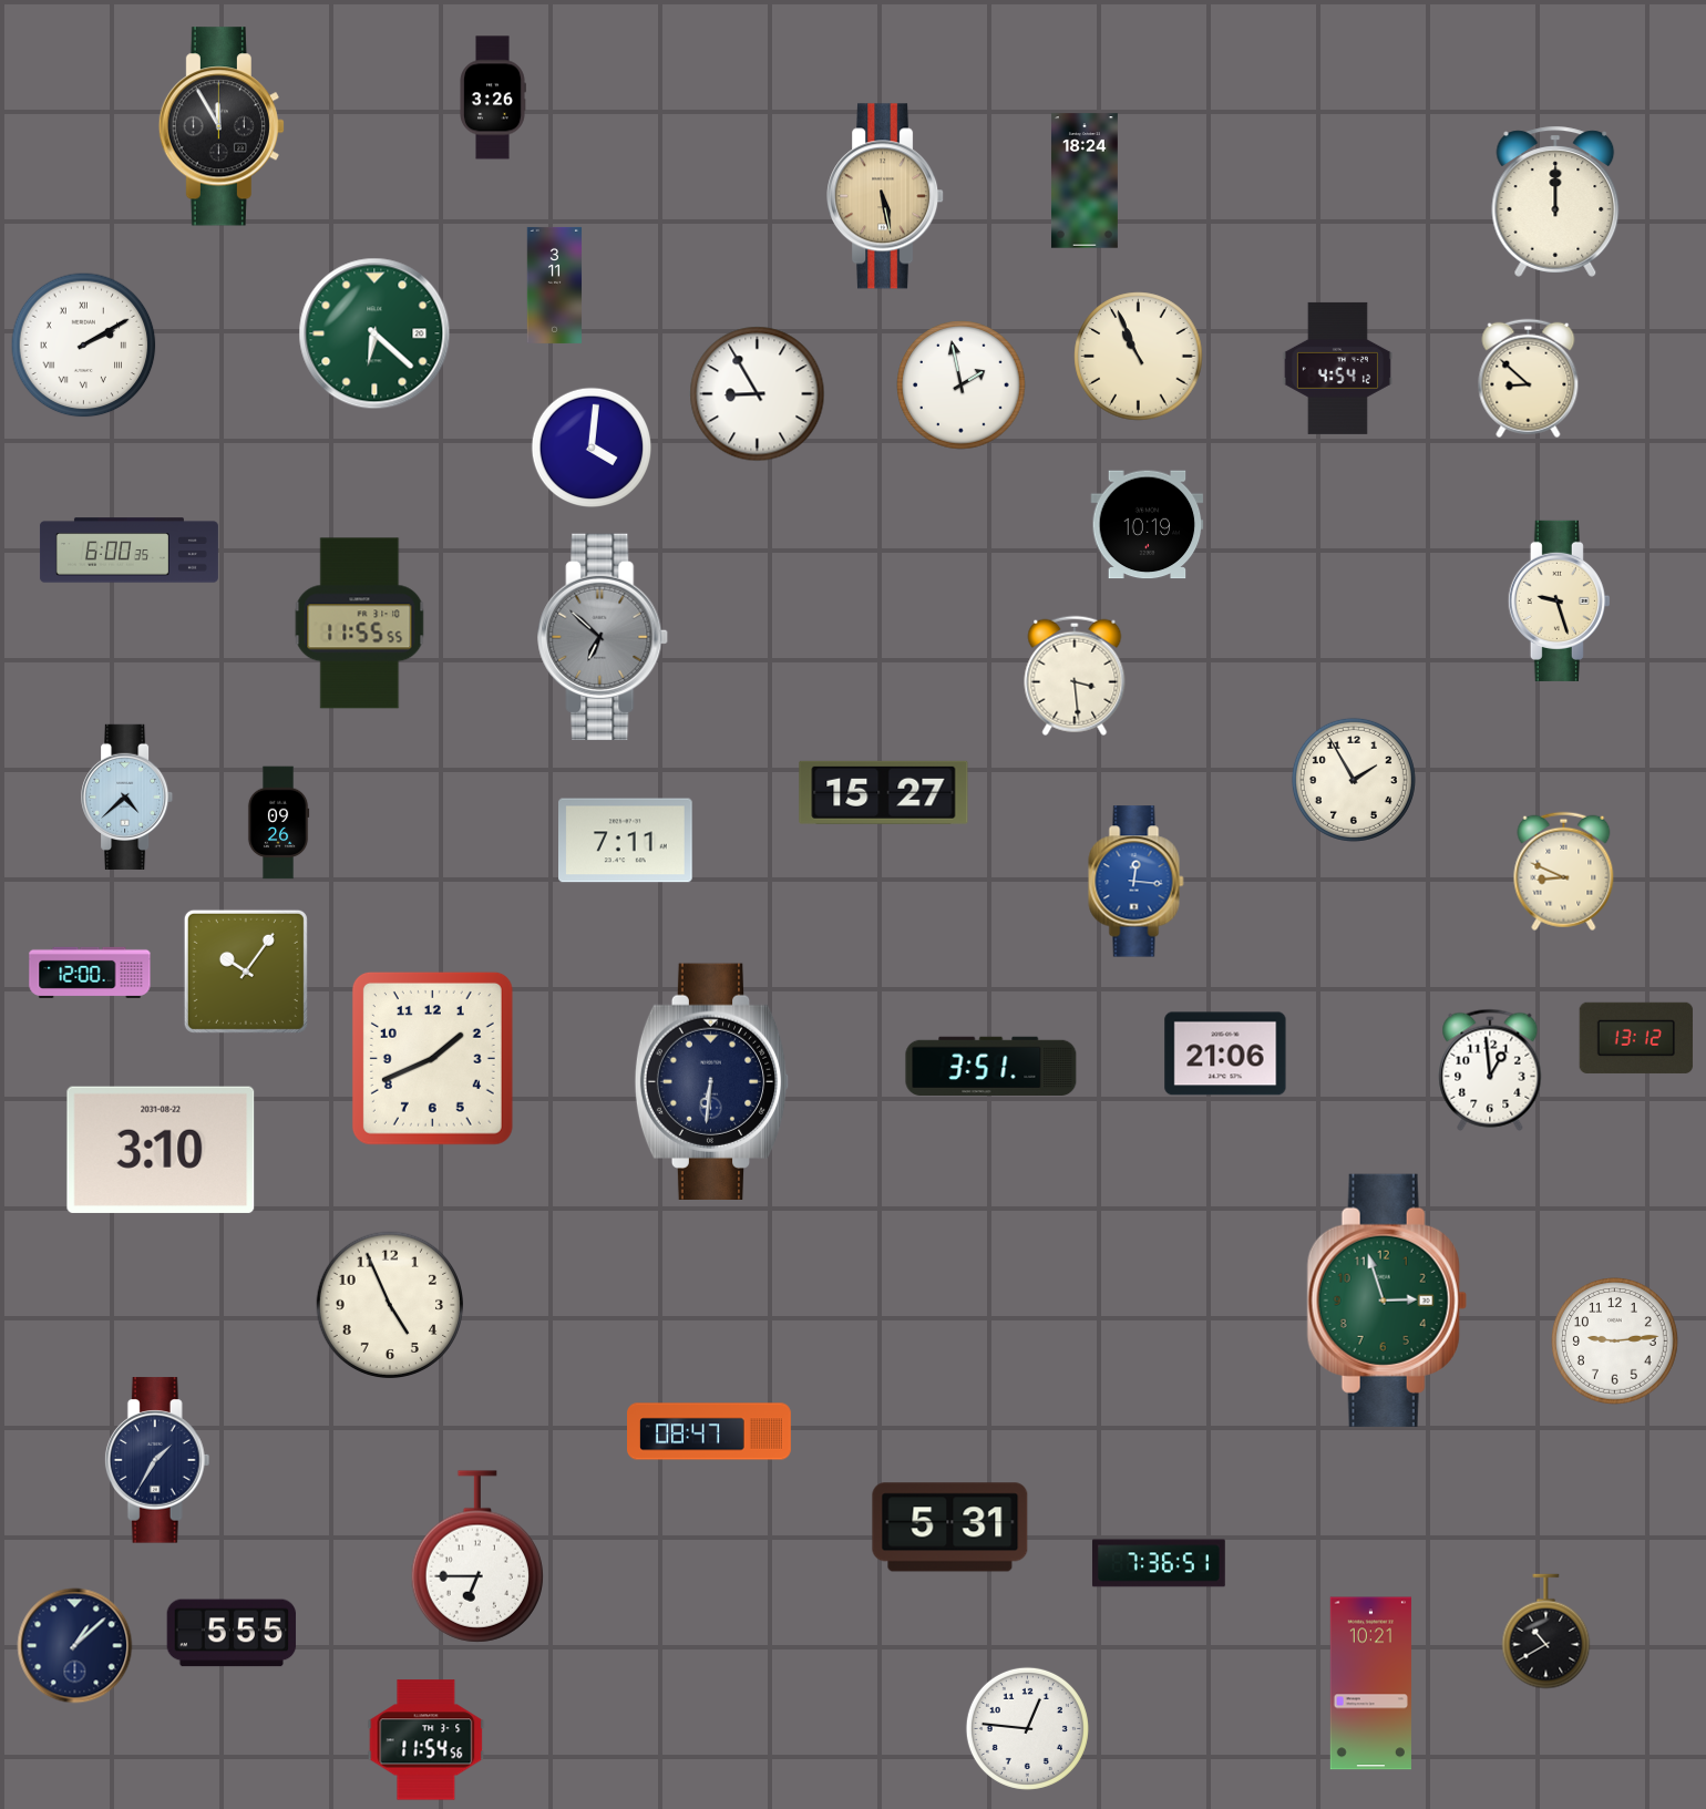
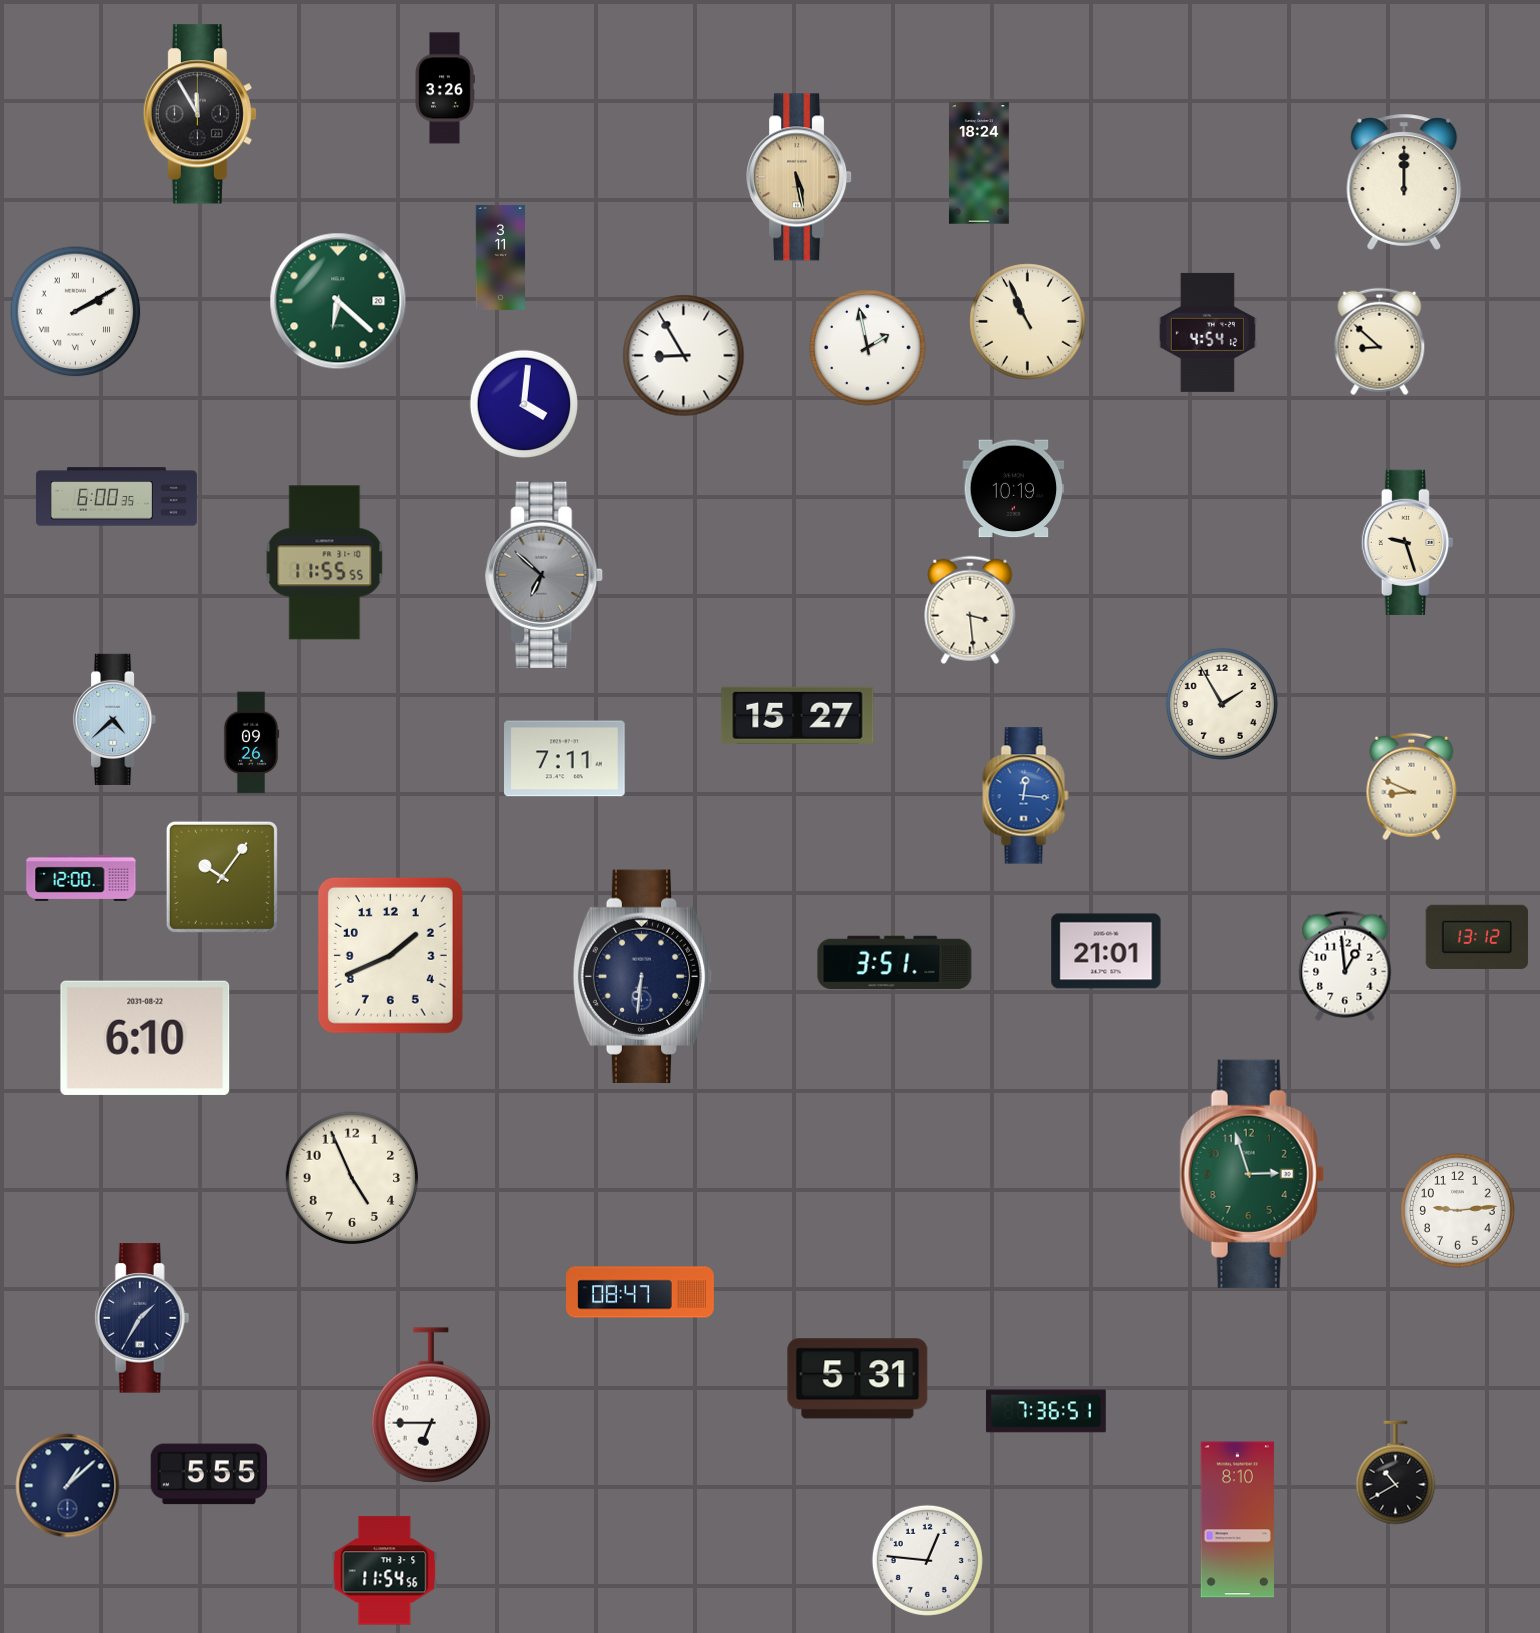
clock at (592, 448) position: (592, 448) -> (524, 404)
clock at (1148, 525) position: (1148, 525) -> (1014, 489)
clock at (1225, 1053): 21:06 -> 21:01
clock at (161, 1150): 3:10 -> 6:10
clock at (1370, 1684): 10:21 -> 8:10
